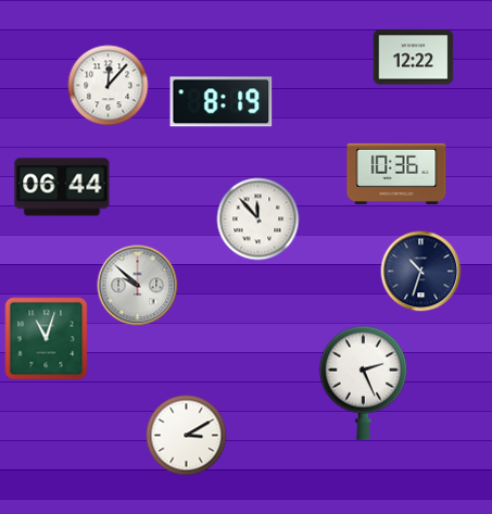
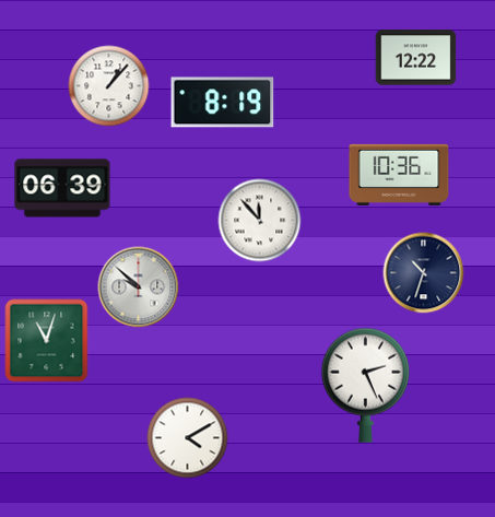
clock at (109, 86): 12:07 -> 1:07
clock at (62, 187): 06:44 -> 06:39
clock at (187, 436): 3:10 -> 4:10
